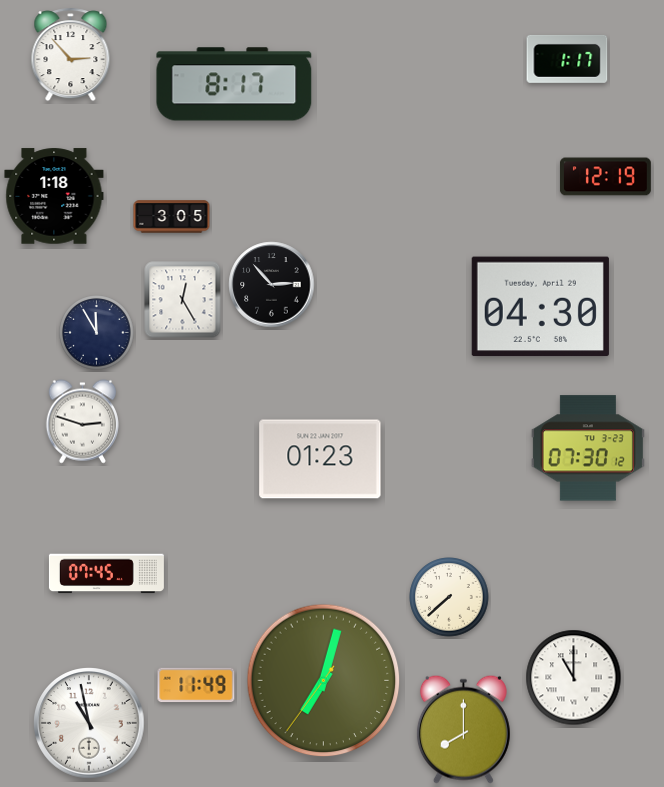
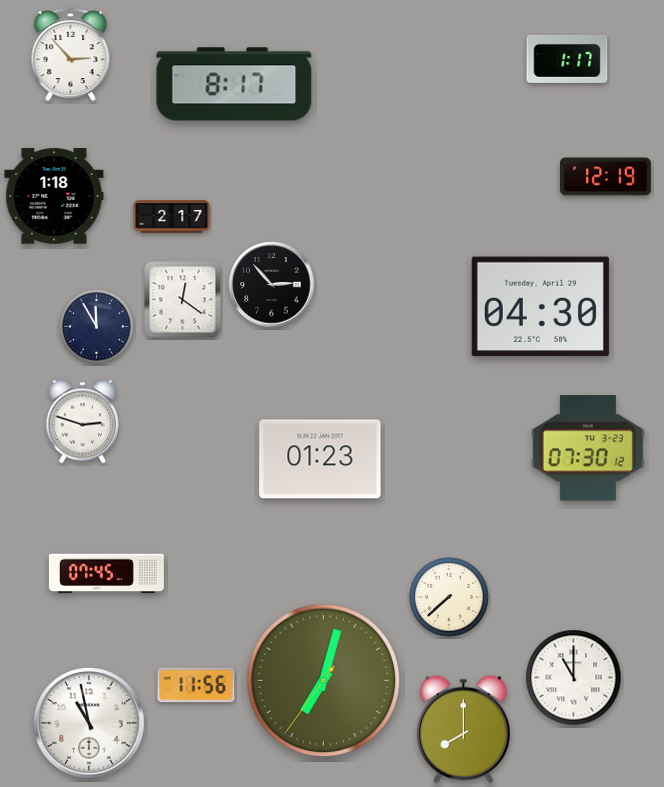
clock at (172, 217): 3:05 -> 2:17
clock at (183, 300): 12:25 -> 12:21
clock at (97, 333) position: (97, 333) -> (97, 327)
clock at (196, 685): 11:49 -> 11:56
